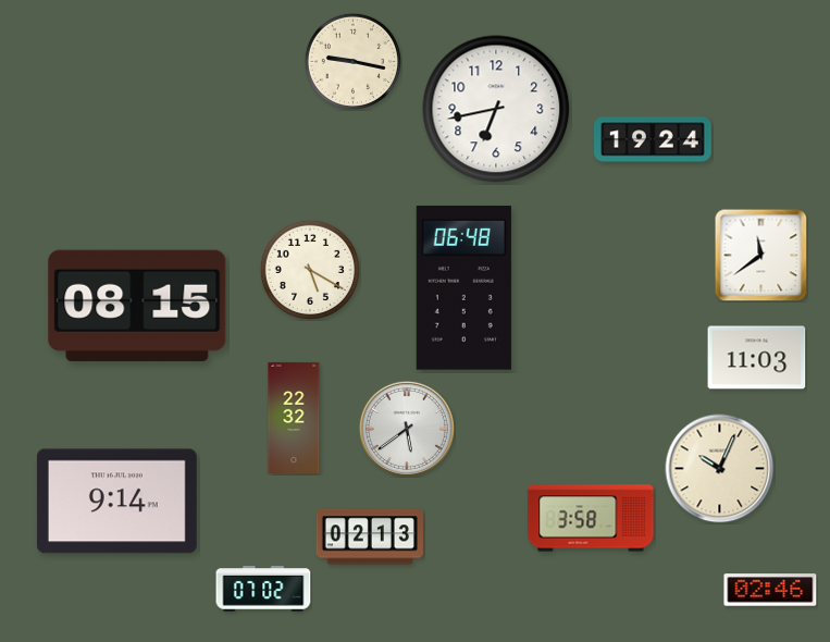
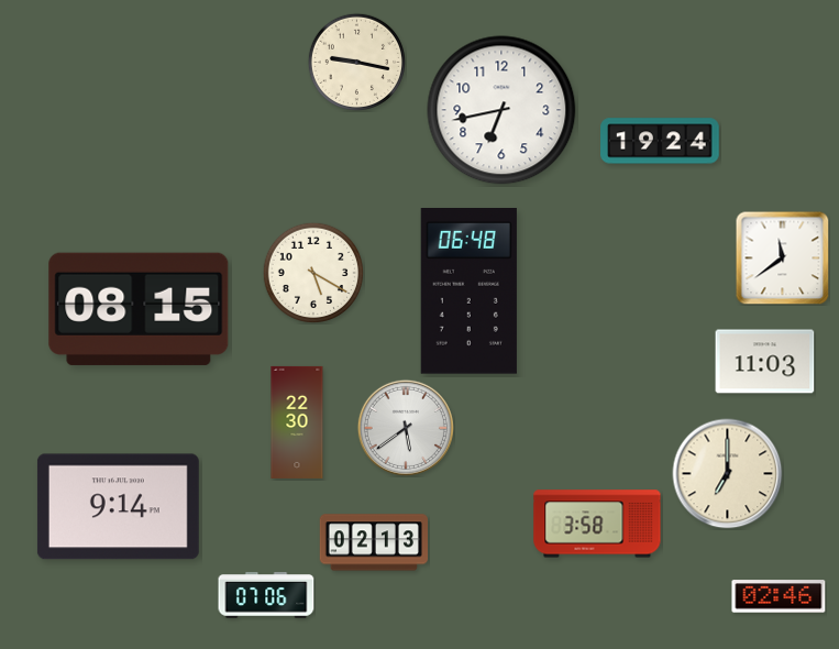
clock at (760, 255) position: (760, 255) -> (782, 257)
clock at (294, 418): 22:32 -> 22:30
clock at (407, 429) position: (407, 429) -> (406, 428)
clock at (720, 469): 10:04 -> 7:00
clock at (263, 589): 07:02 -> 07:06
